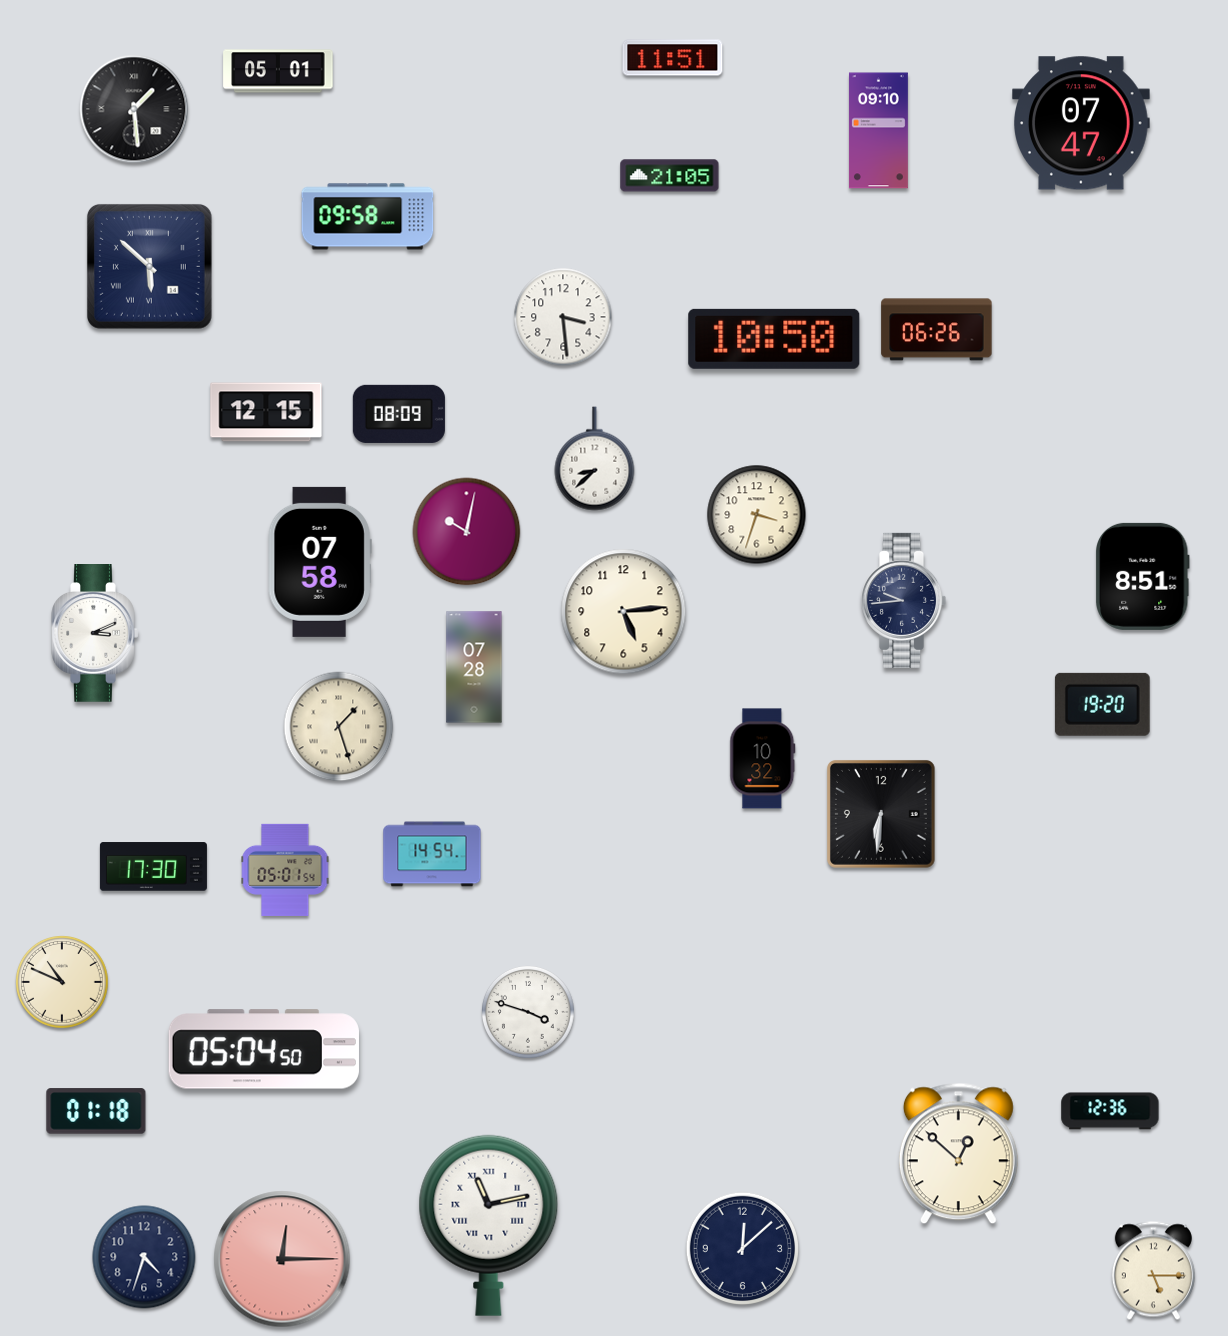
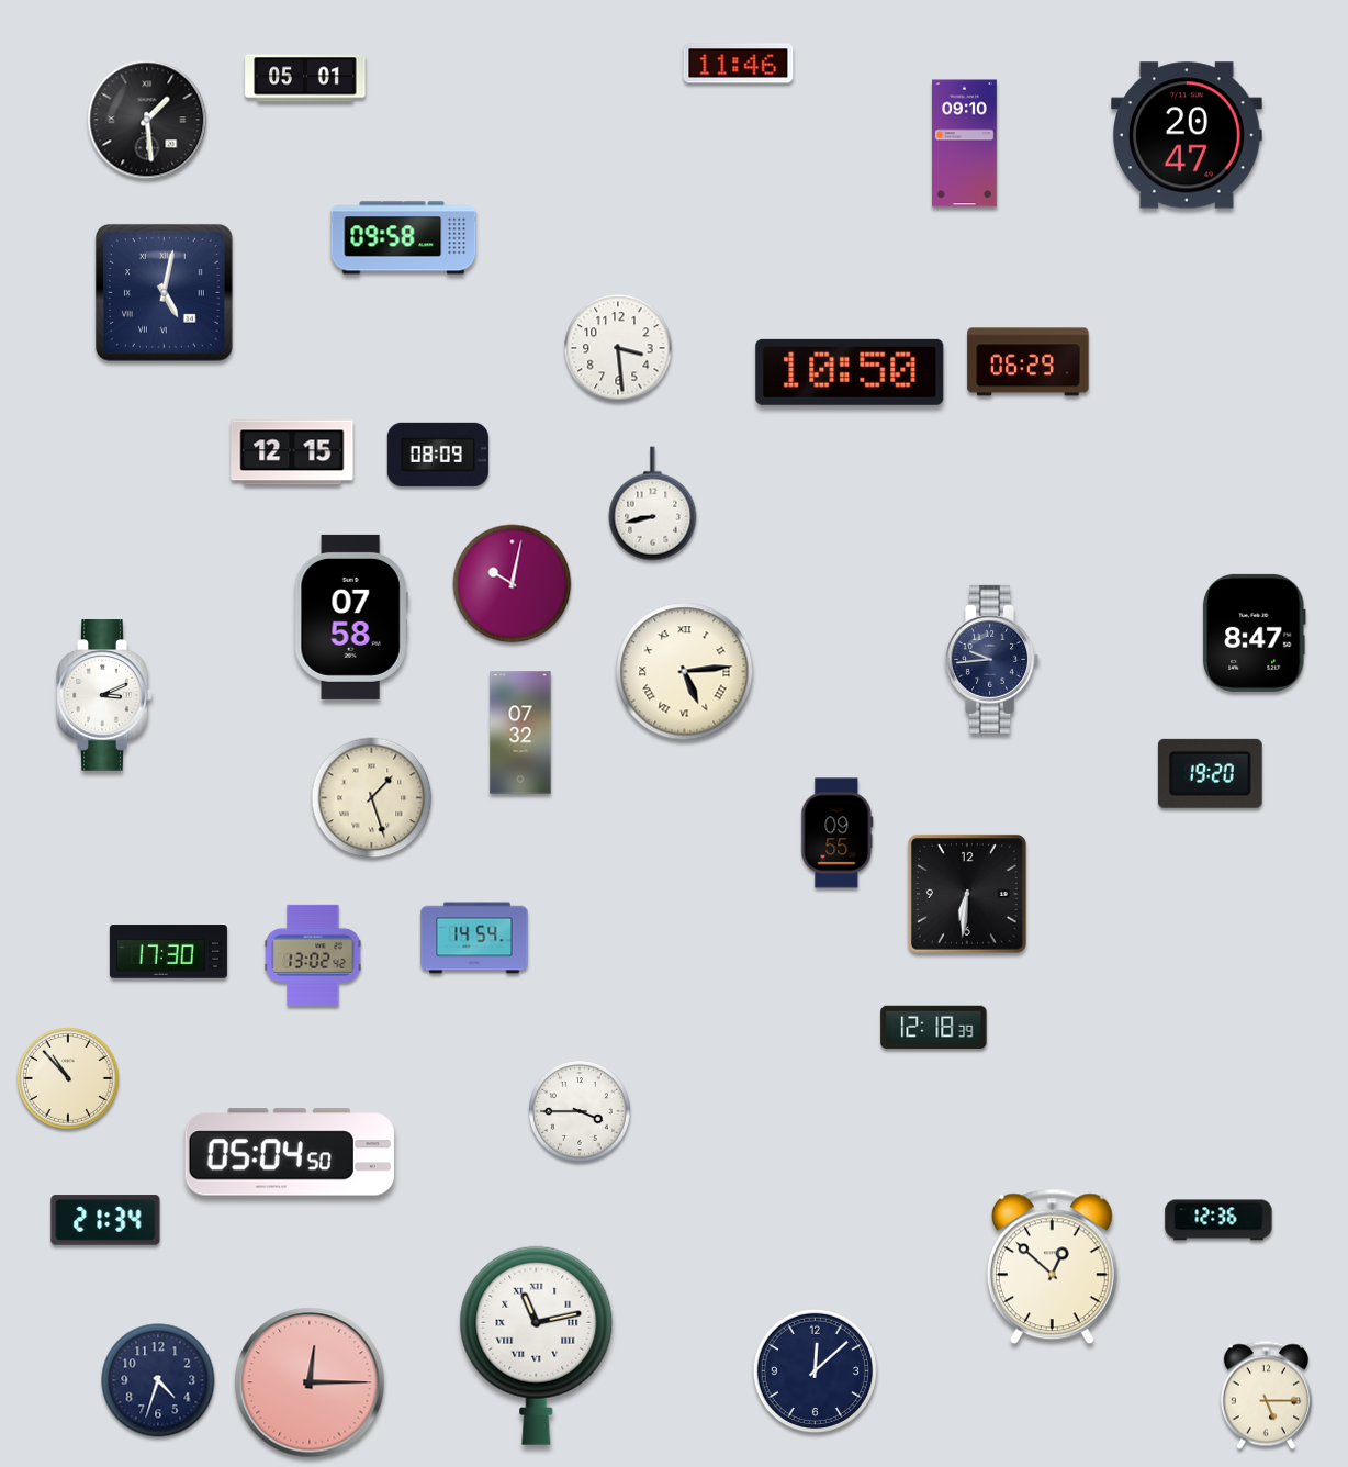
clock at (673, 58): 11:51 -> 11:46
clock at (1082, 123): 07:47 -> 20:47
clock at (670, 176): 21:05 -> none
clock at (149, 266): 5:52 -> 5:02
clock at (937, 330): 06:26 -> 06:29
clock at (595, 459): 8:38 -> 8:43
clock at (757, 515): 3:33 -> none
clock at (1142, 576): 8:51 -> 8:47
clock at (624, 612) numerals: Arabic -> Roman
clock at (474, 667): 07:28 -> 07:32
clock at (763, 759): 10:32 -> 09:55
clock at (285, 870): 05:01 -> 13:02
clock at (934, 1027): none -> 12:18
clock at (63, 983): 10:49 -> 10:53
clock at (529, 1013): 3:48 -> 3:45
clock at (96, 1111): 01:18 -> 21:34
